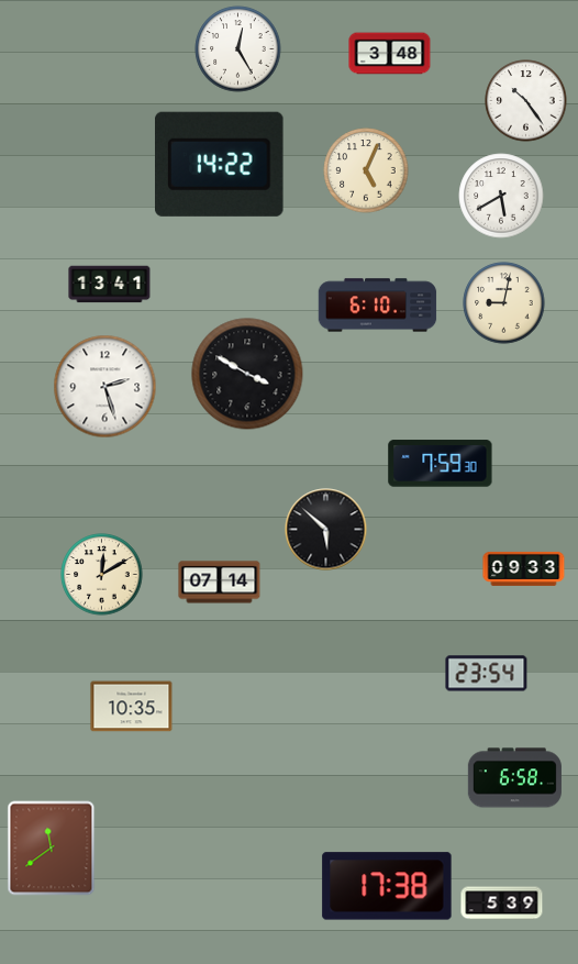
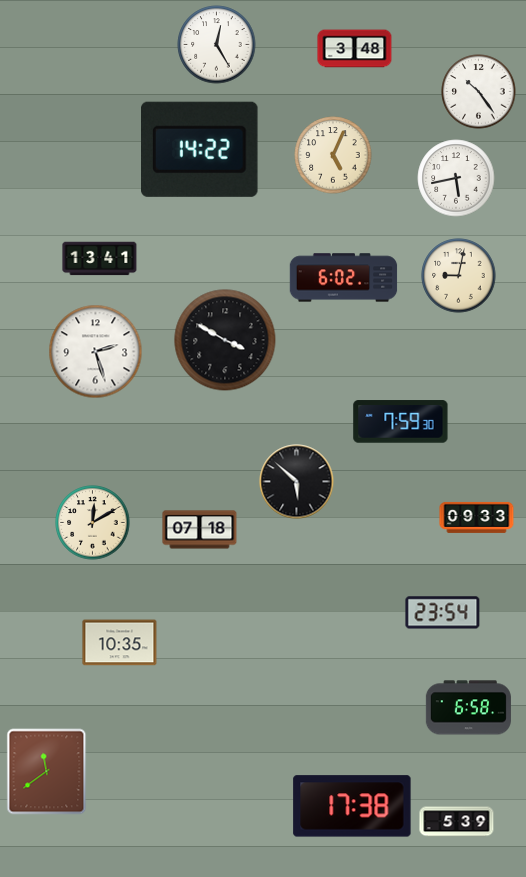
clock at (501, 196): 5:40 -> 5:43
clock at (378, 306): 6:10 -> 6:02
clock at (220, 583): 07:14 -> 07:18
